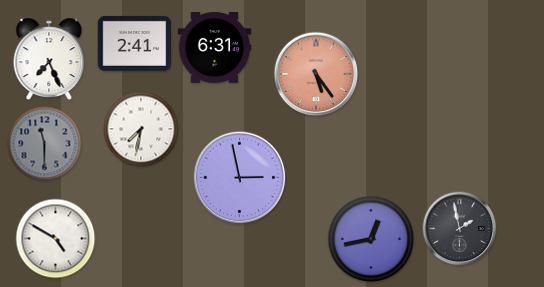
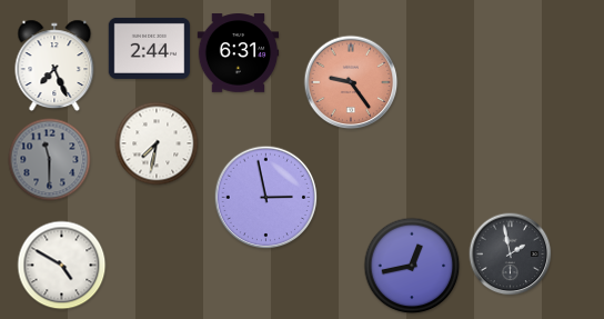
clock at (135, 43): 2:41 -> 2:44
clock at (316, 74): 5:24 -> 9:24
